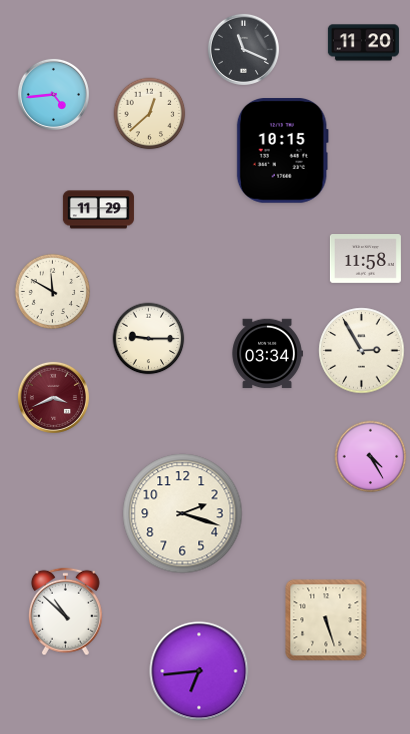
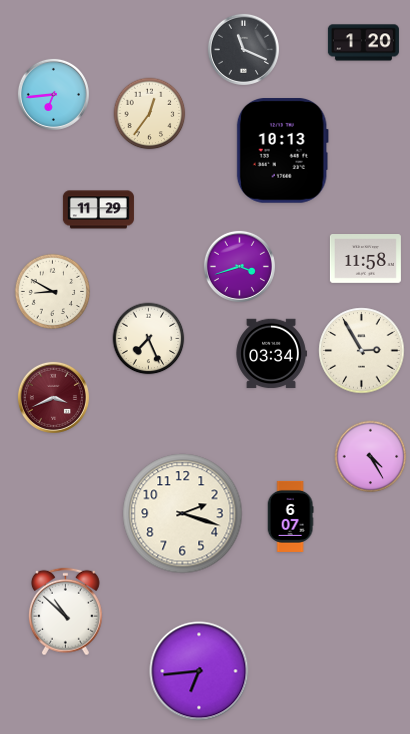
clock at (363, 43): 11:20 -> 1:20
clock at (53, 94): 4:44 -> 6:44
clock at (150, 114): 12:38 -> 12:36
clock at (282, 151): 10:15 -> 10:13
clock at (239, 266): none -> 3:42
clock at (53, 292): 11:50 -> 8:50
clock at (149, 339): 9:15 -> 7:26
clock at (267, 354) position: (267, 354) -> (271, 354)
clock at (290, 516): none -> 6:07
clock at (326, 620): 5:27 -> none
